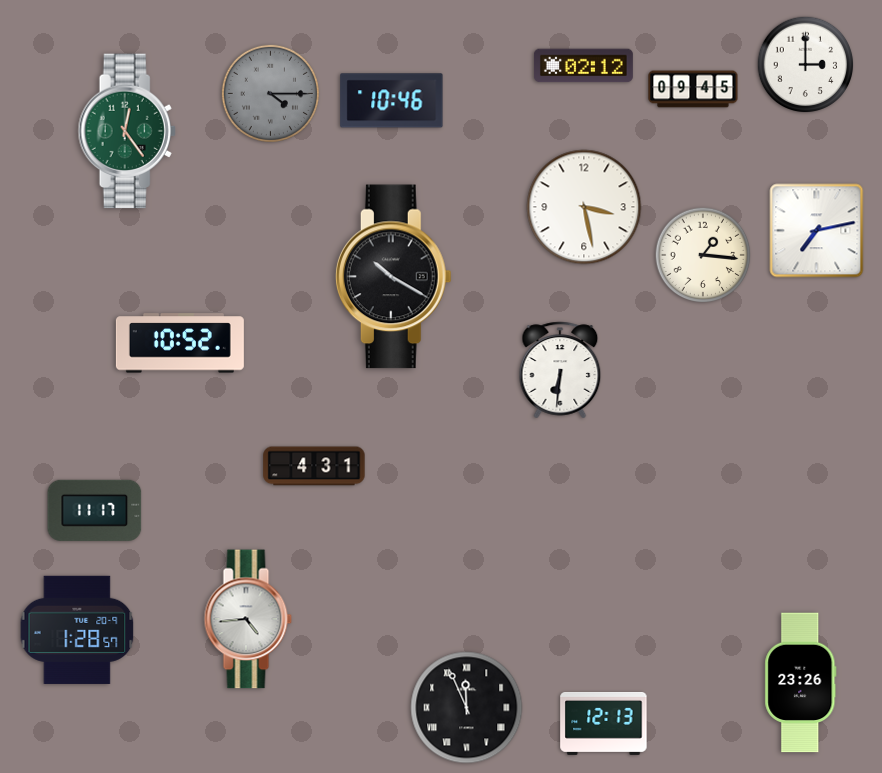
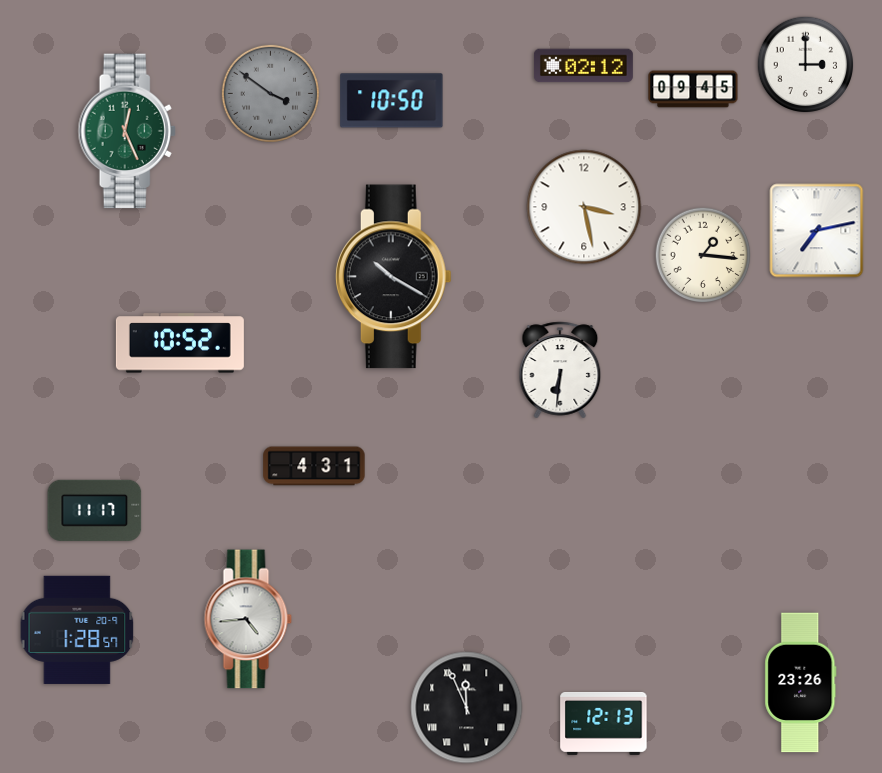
clock at (270, 93): 4:15 -> 3:51
clock at (392, 101): 10:46 -> 10:50
clock at (127, 131): 12:24 -> 12:26
